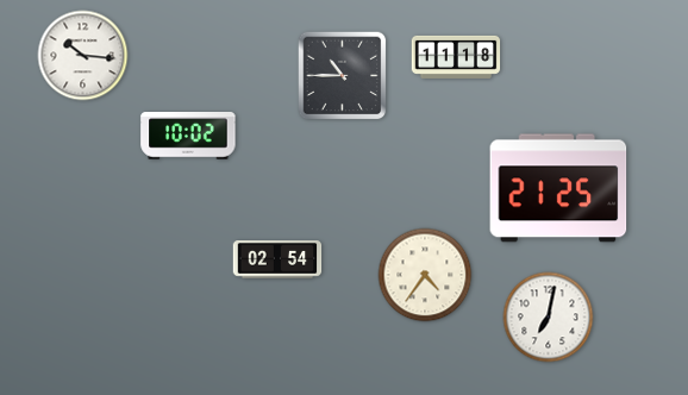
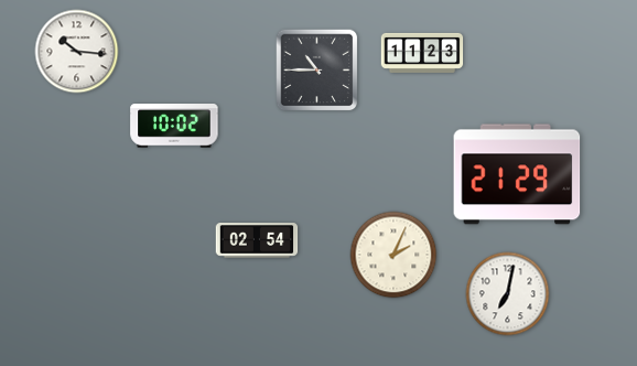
clock at (456, 57): 11:18 -> 11:23
clock at (558, 188): 21:25 -> 21:29
clock at (425, 275): 4:36 -> 2:04
